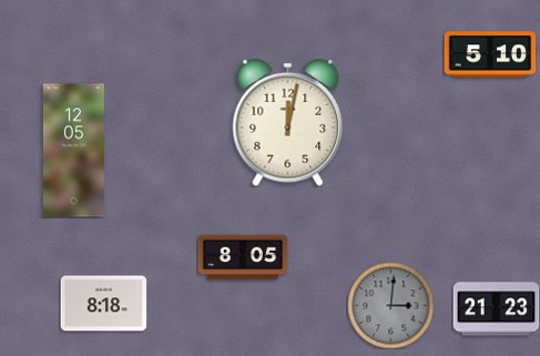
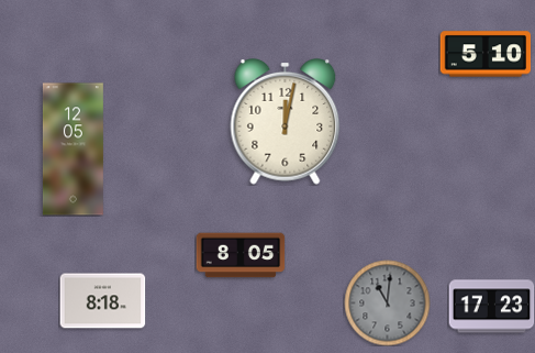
clock at (390, 305): 3:01 -> 11:01
clock at (496, 309): 21:23 -> 17:23
